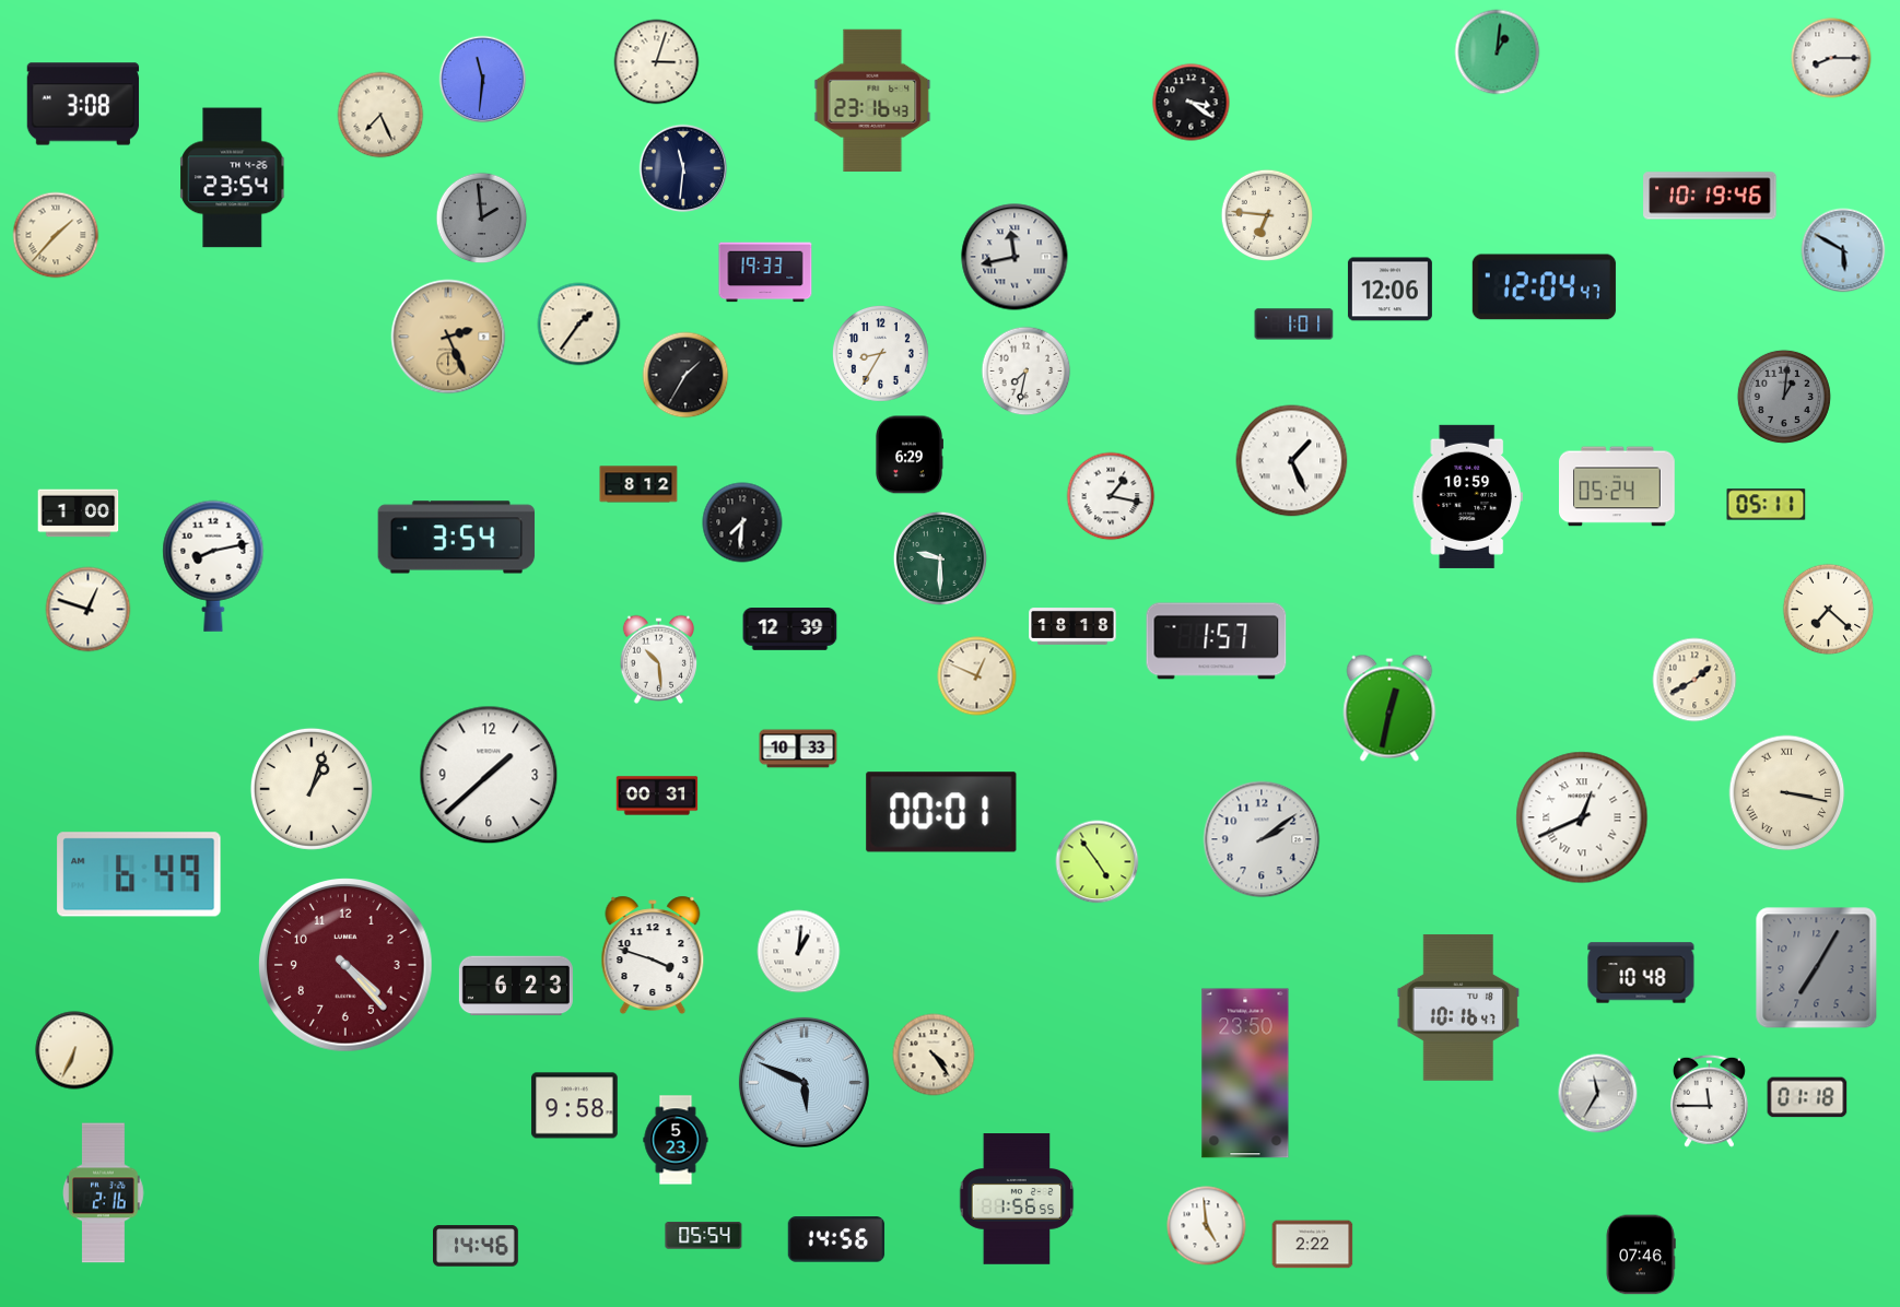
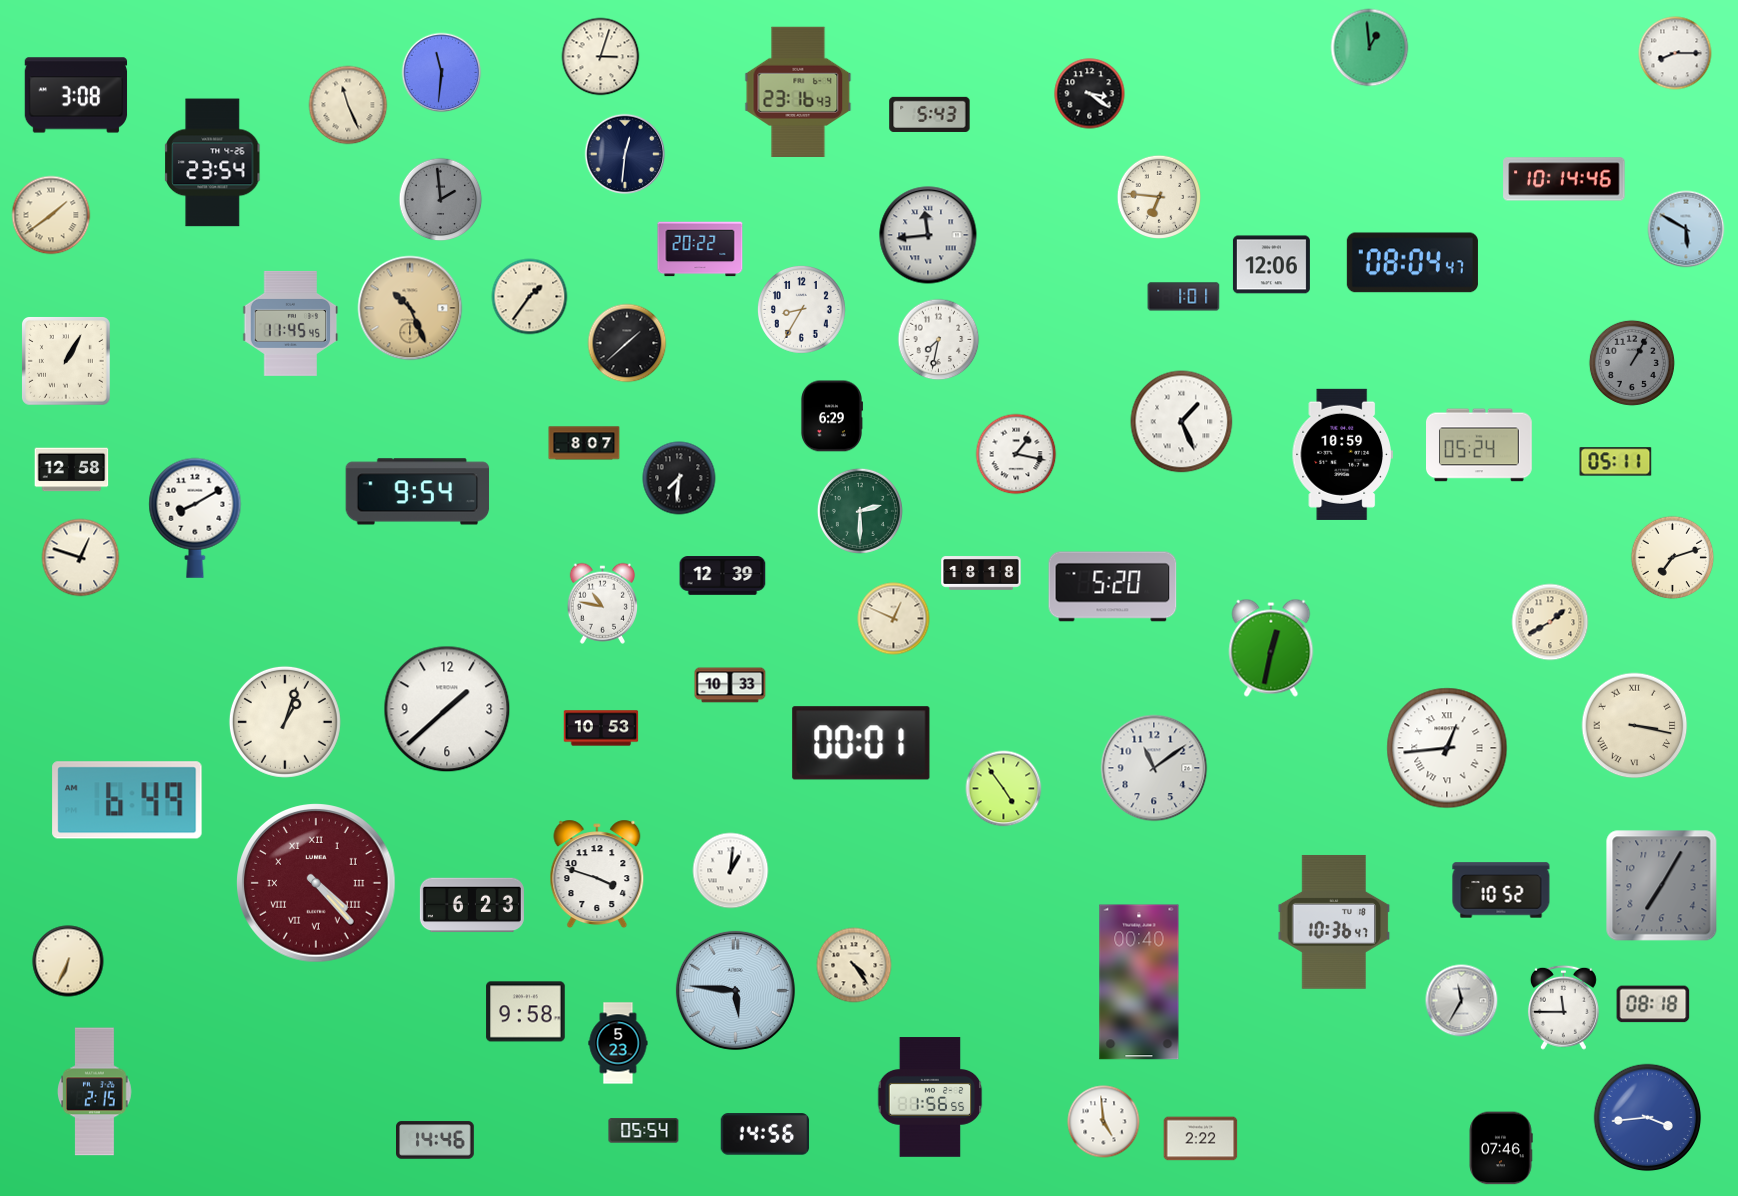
clock at (1498, 52): 1:01 -> 12:59
clock at (380, 115): 7:26 -> 11:26
clock at (930, 114): none -> 5:43
clock at (683, 168): 11:31 -> 12:31
clock at (1710, 196): 10:19 -> 10:14
clock at (56, 235): 1:37 -> 1:39
clock at (1014, 257): 11:43 -> 11:44
clock at (765, 272): 19:33 -> 20:22
clock at (1544, 287): 12:04 -> 08:04
clock at (448, 337): 2:26 -> 10:26
clock at (291, 323): none -> 11:45
clock at (880, 353) position: (880, 353) -> (801, 309)
clock at (685, 375): 1:35 -> 1:38
clock at (67, 362): none -> 1:05
clock at (1784, 397): 1:01 -> 1:05
clock at (638, 484): 8:12 -> 8:07
clock at (79, 514): 1:00 -> 12:58
clock at (457, 538): 3:54 -> 9:54
clock at (940, 558): 9:30 -> 2:30
clock at (213, 566): 8:13 -> 8:10
clock at (1829, 610): 7:22 -> 7:12
clock at (1217, 641): 1:57 -> 5:20
clock at (658, 659): 10:29 -> 10:47
clock at (657, 796): 00:31 -> 10:53
clock at (1582, 817): 12:41 -> 12:44
clock at (1262, 839): 2:09 -> 11:09
clock at (347, 966) numerals: Arabic -> Roman
clock at (1641, 973): 10:48 -> 10:52
clock at (516, 986) position: (516, 986) -> (472, 905)
clock at (1458, 1008): 10:16 -> 10:36
clock at (1245, 1073): 23:50 -> 00:40
clock at (804, 1082): 5:49 -> 5:46
clock at (1807, 1097): 01:18 -> 08:18
clock at (104, 1193): 2:16 -> 2:15
clock at (1648, 1118): none -> 3:44
